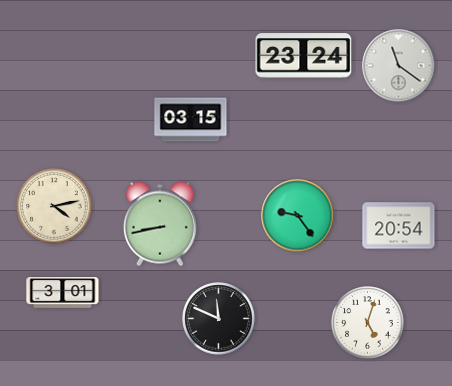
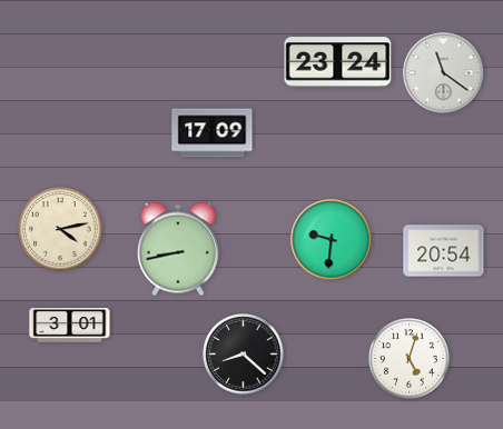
clock at (191, 120): 03:15 -> 17:09
clock at (298, 216): 9:24 -> 9:31
clock at (219, 319): 11:49 -> 8:22
